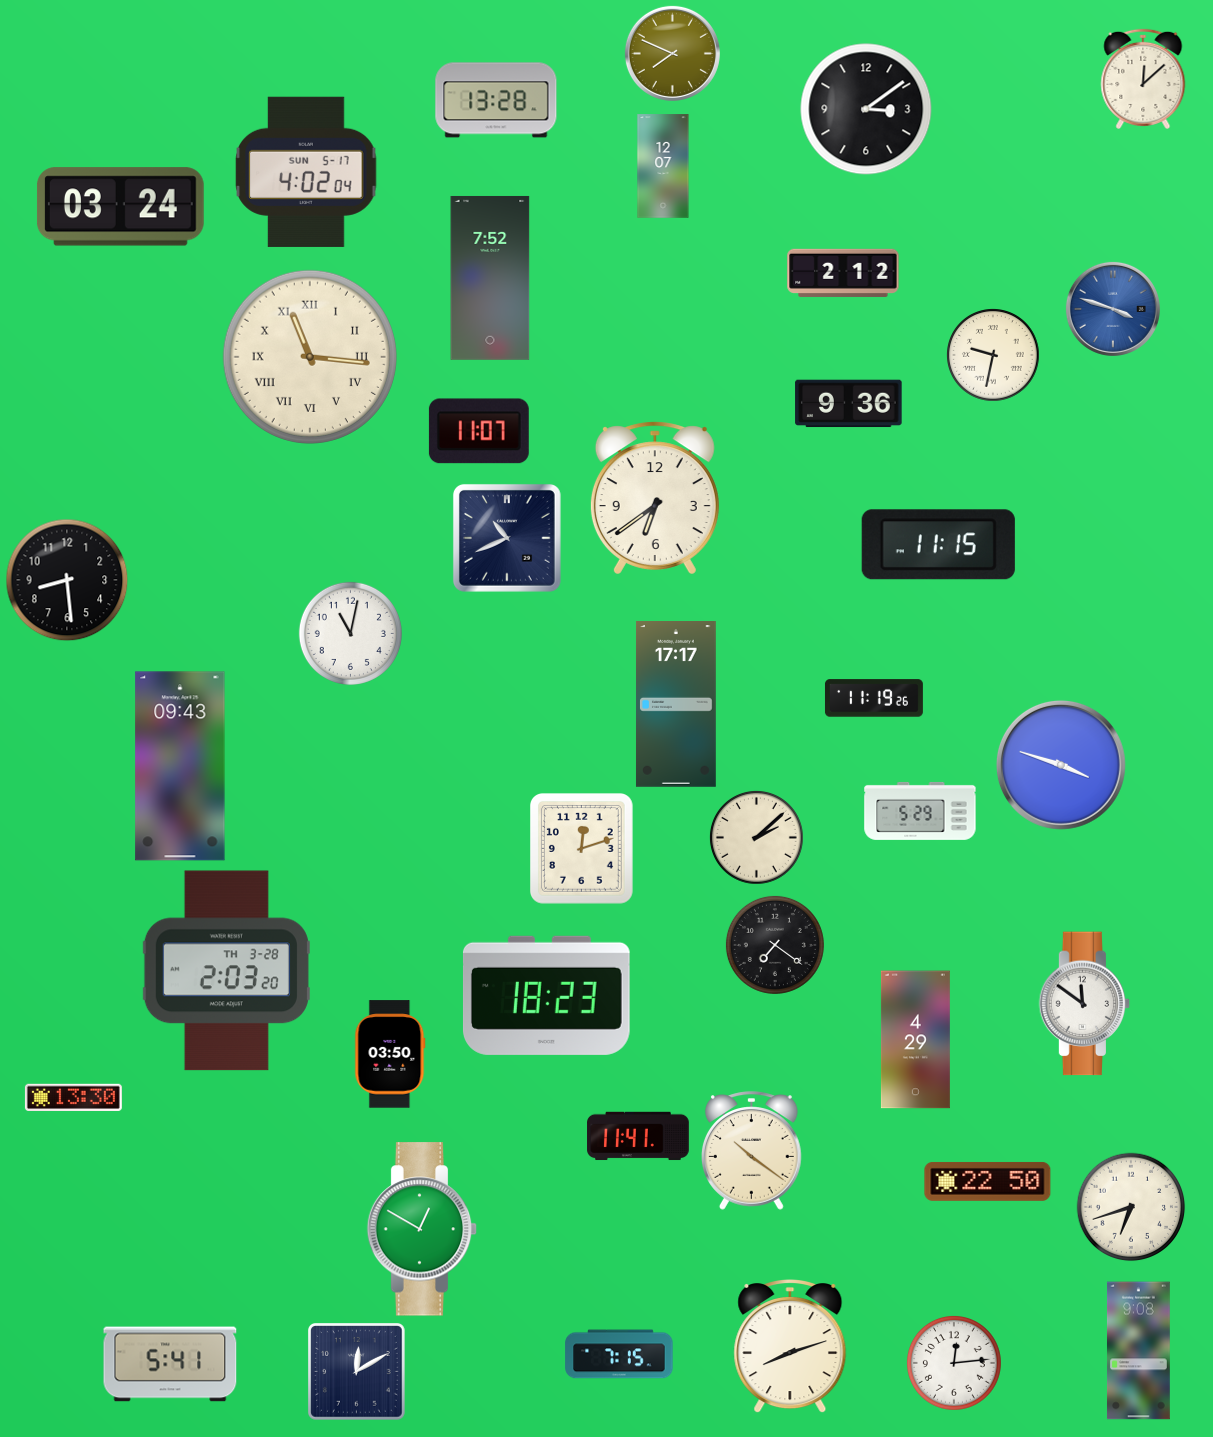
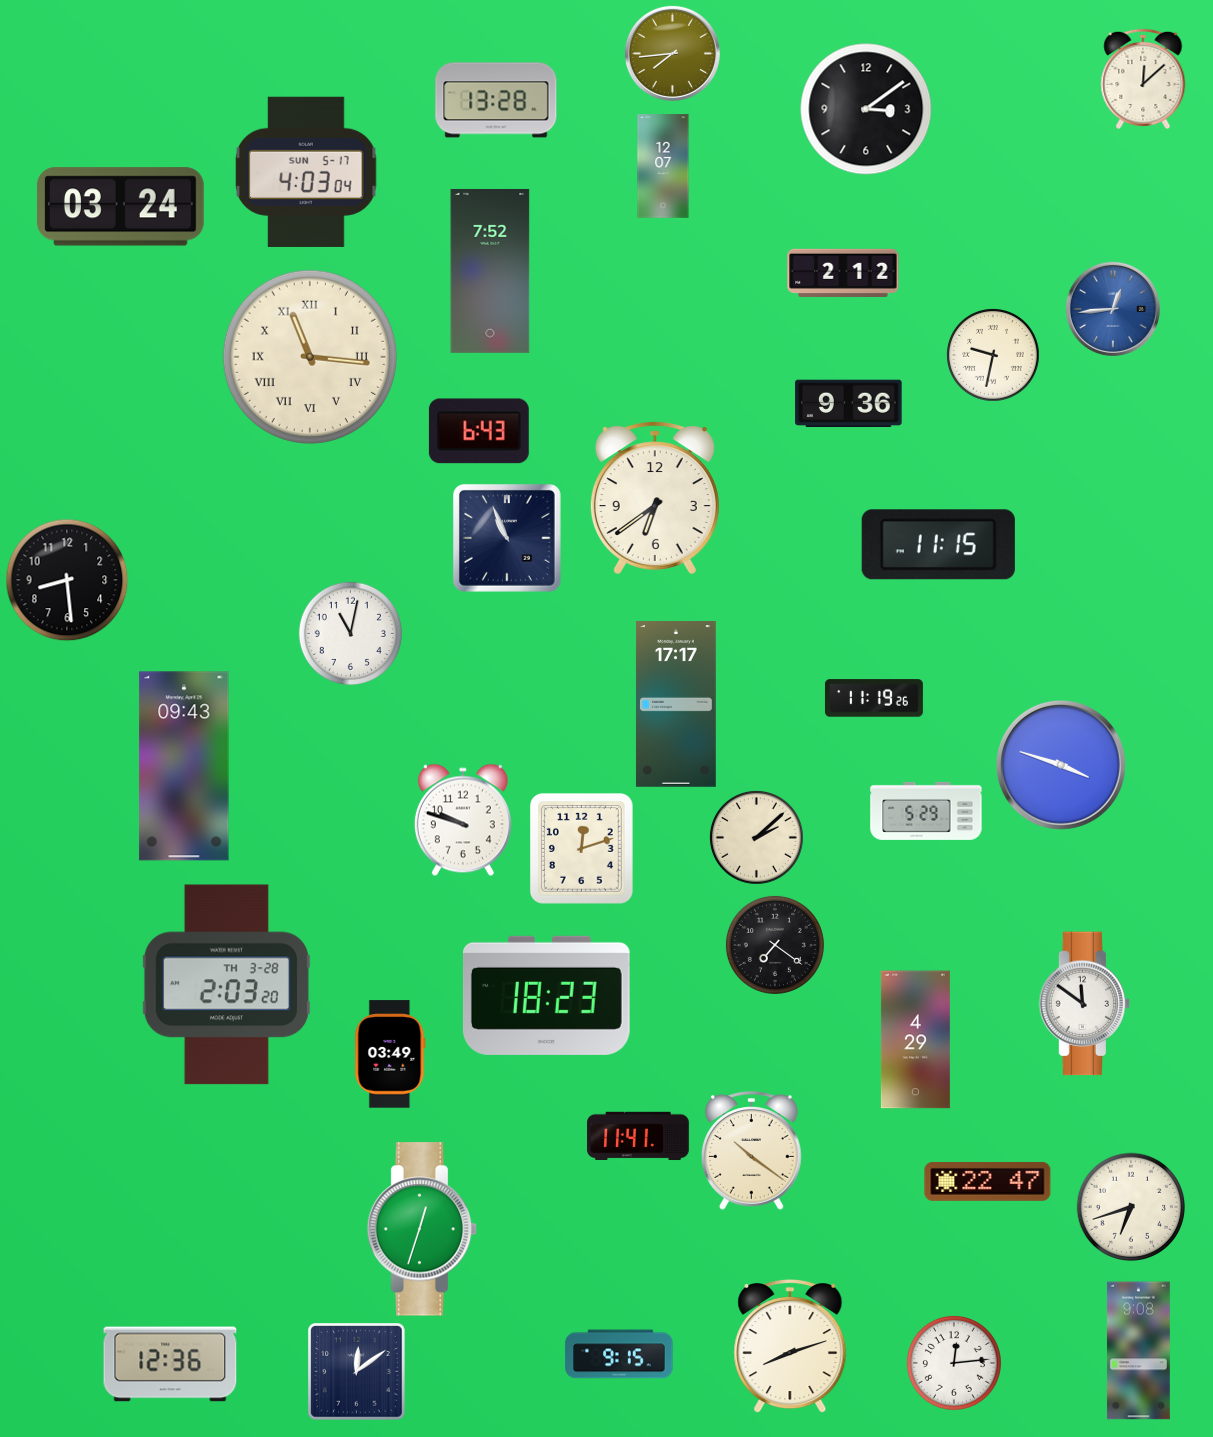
clock at (672, 53): 7:49 -> 7:44
clock at (306, 172): 4:02 -> 4:03
clock at (490, 278) position: (490, 278) -> (490, 271)
clock at (1113, 309): 3:48 -> 12:44
clock at (479, 431): 11:07 -> 6:43
clock at (507, 538): 10:41 -> 10:56
clock at (180, 766) position: (180, 766) -> (184, 766)
clock at (920, 811) position: (920, 811) -> (926, 811)
clock at (463, 820): none -> 9:48
clock at (226, 971) position: (226, 971) -> (226, 985)
clock at (390, 1054): 03:50 -> 03:49
clock at (73, 1097): 13:30 -> none
clock at (988, 1181): 22:50 -> 22:47
clock at (422, 1229): 12:50 -> 12:33
clock at (619, 1354): 7:15 -> 9:15
clock at (170, 1364): 5:41 -> 12:36
clock at (357, 1372): 12:10 -> 12:09
